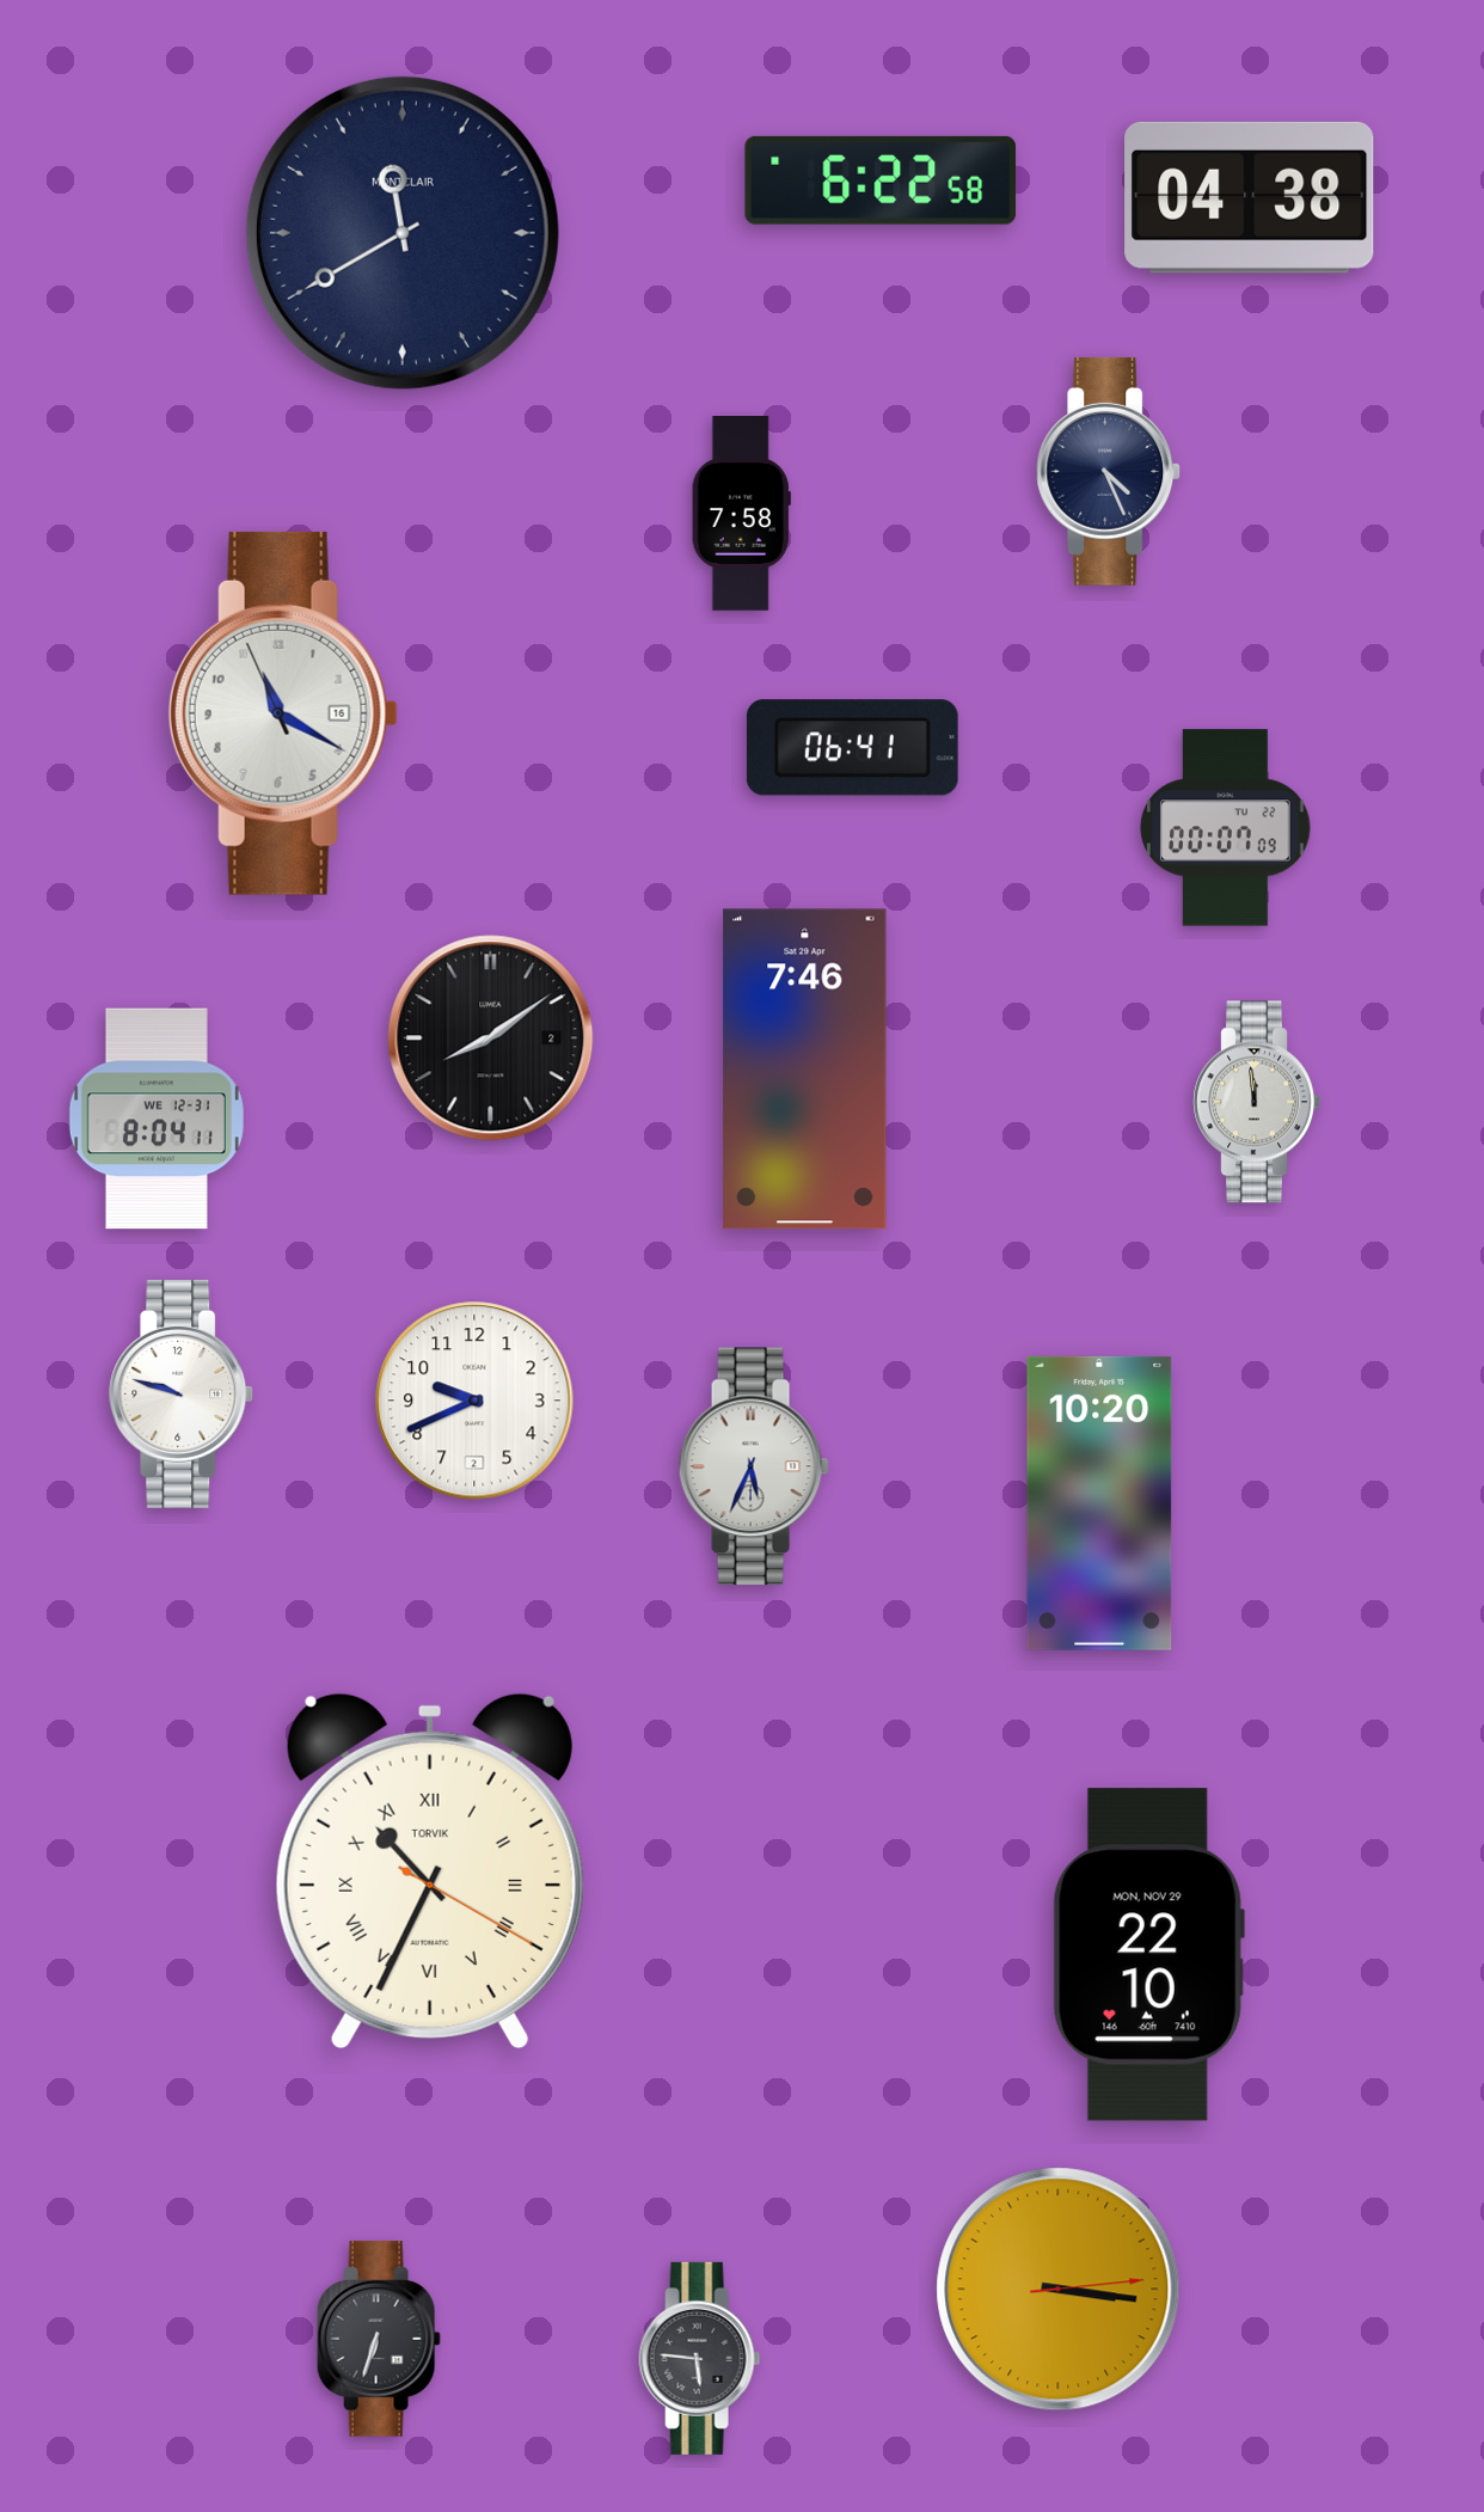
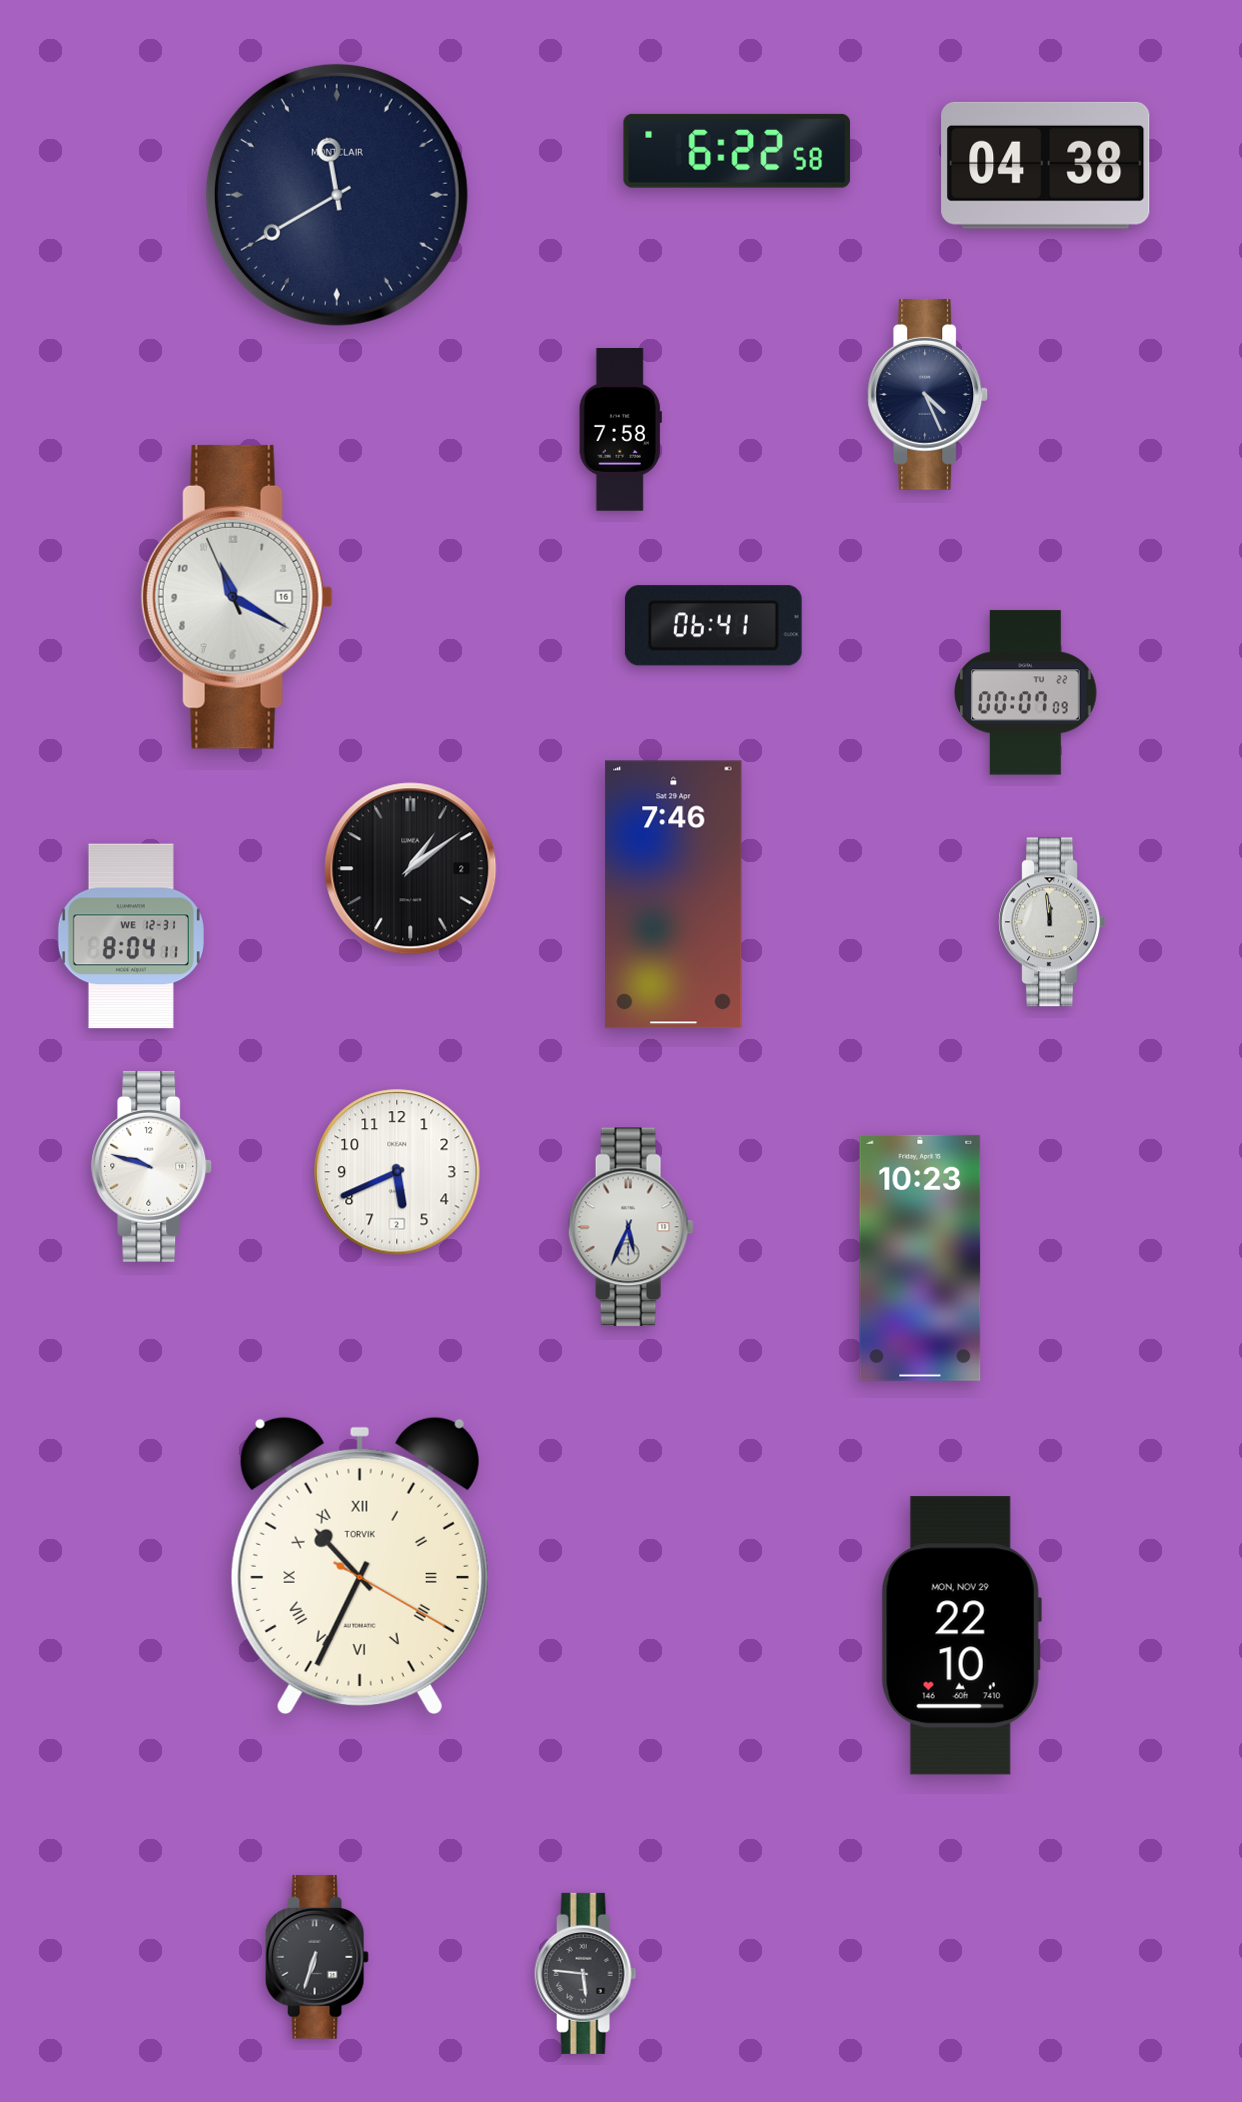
clock at (491, 1039): 8:09 -> 1:09
clock at (474, 1401): 9:41 -> 5:41
clock at (1099, 1503): 10:20 -> 10:23
clock at (1059, 2290): 3:16 -> none
